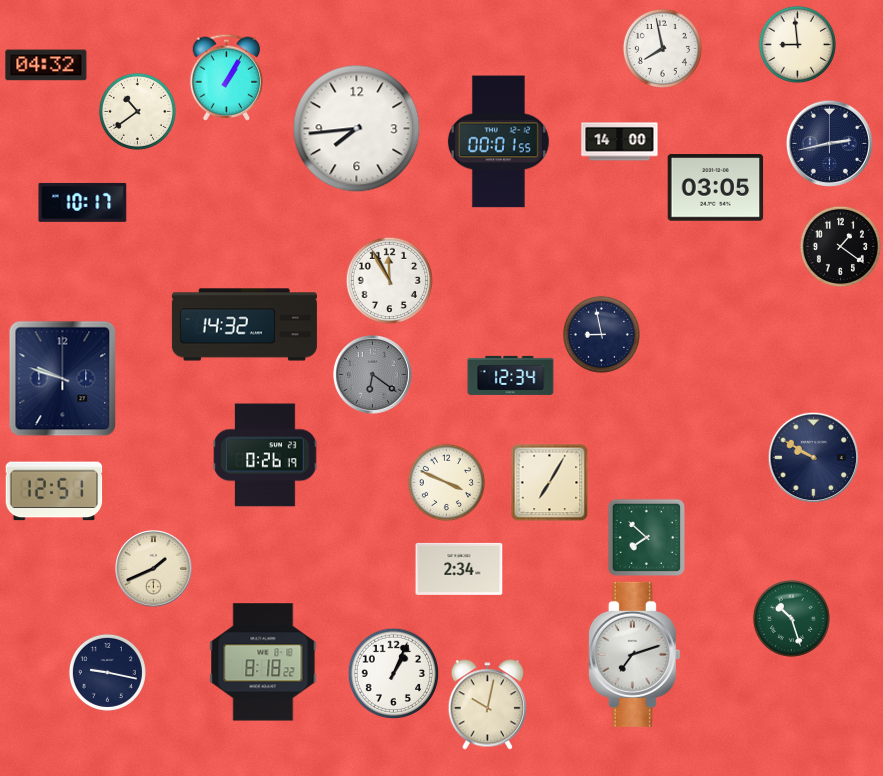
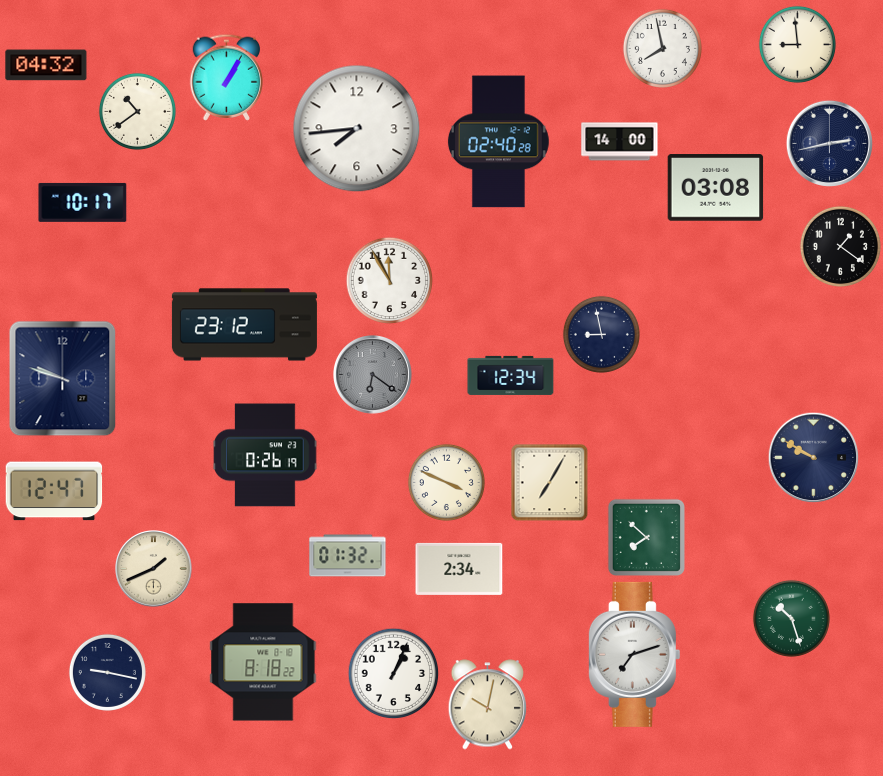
clock at (498, 142): 00:01 -> 02:40
clock at (716, 188): 03:05 -> 03:08
clock at (244, 325): 14:32 -> 23:12
clock at (54, 491): 12:51 -> 12:47
clock at (348, 556): none -> 01:32
